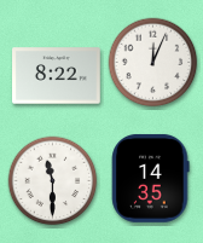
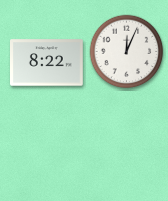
clock at (151, 179): 14:35 -> none
clock at (53, 181): 11:30 -> none
